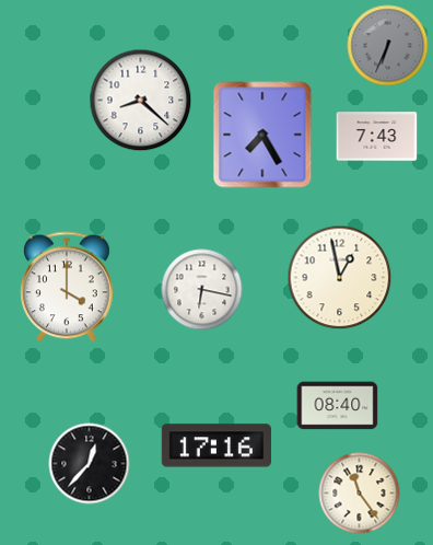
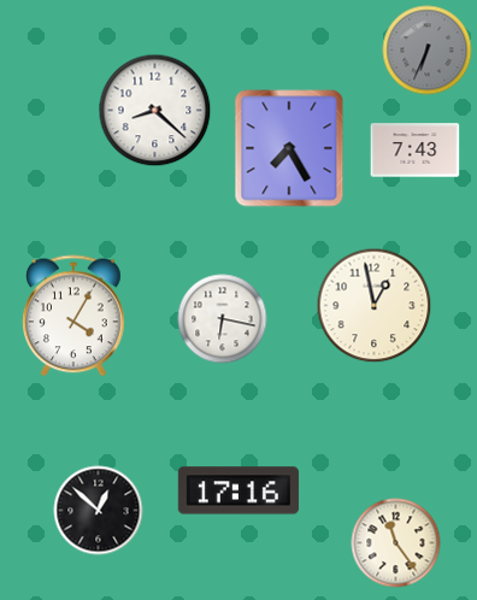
clock at (67, 287): 4:00 -> 4:05
clock at (338, 406): 08:40 -> none
clock at (90, 464): 12:37 -> 12:52
